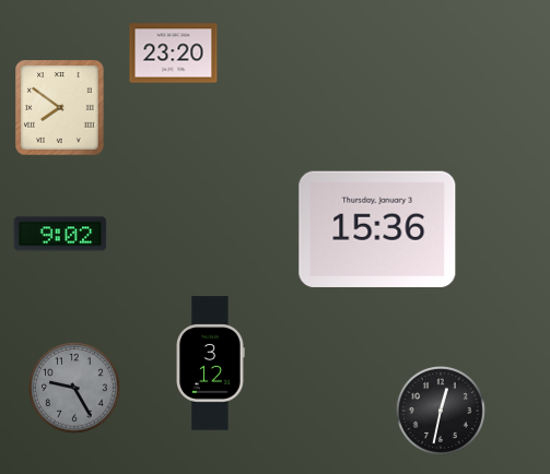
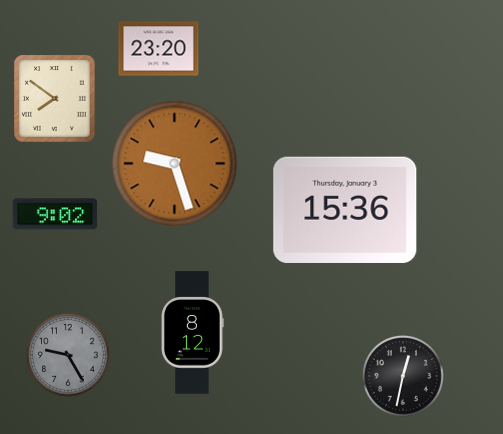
clock at (175, 164): none -> 9:27
clock at (211, 364): 3:12 -> 8:12
